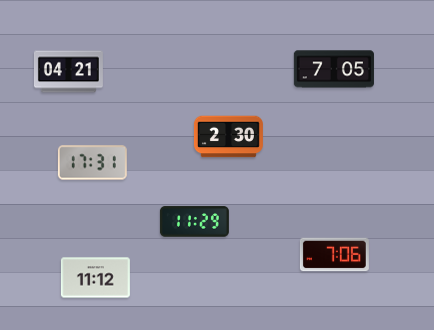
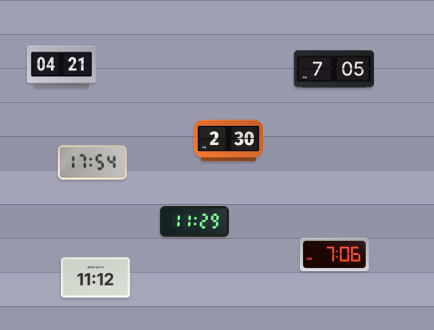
clock at (68, 72) position: (68, 72) -> (61, 67)
clock at (228, 137) position: (228, 137) -> (228, 141)
clock at (92, 163): 17:31 -> 17:54
